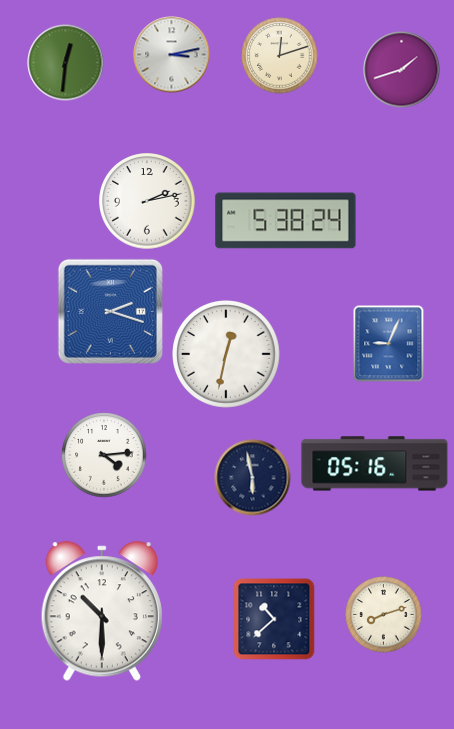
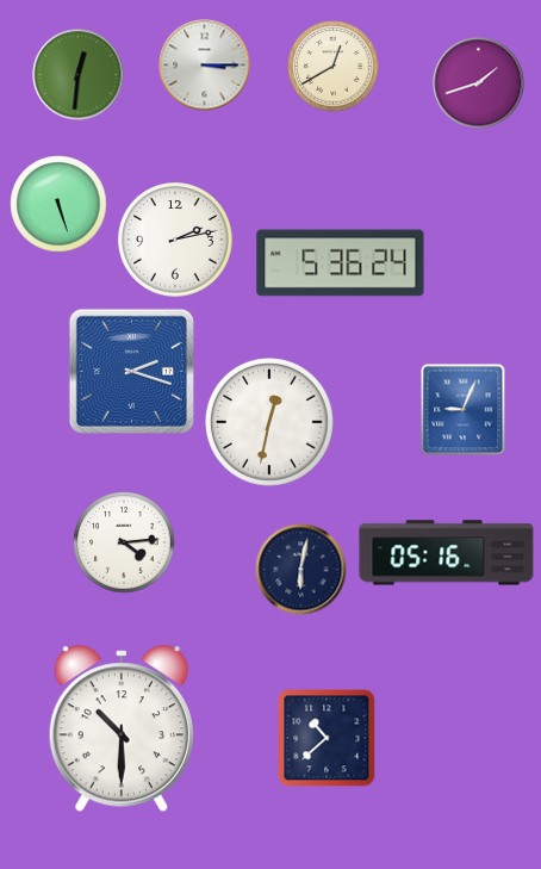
clock at (172, 55): 3:13 -> 3:15
clock at (280, 56): 12:12 -> 12:40
clock at (58, 204): none -> 5:27
clock at (286, 221): 5:38 -> 5:36
clock at (253, 478): 5:58 -> 6:02
clock at (384, 615): 8:12 -> none
